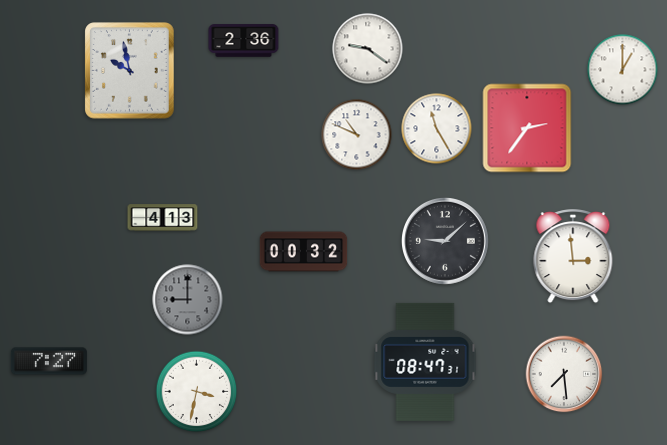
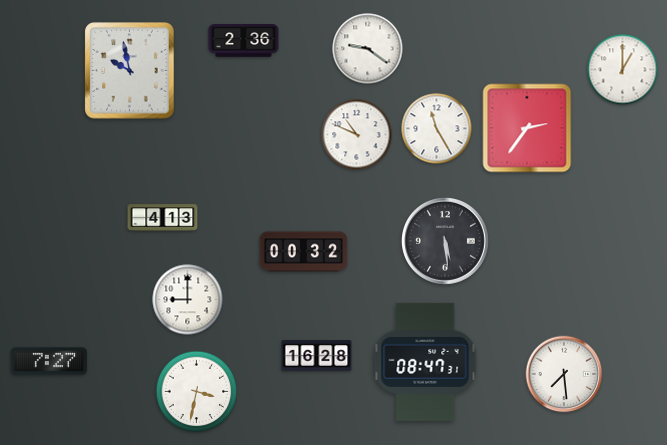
clock at (446, 242): 9:08 -> 5:29
clock at (573, 257): 2:59 -> none
clock at (188, 300) dial: grey -> white
clock at (317, 356): none -> 16:28
